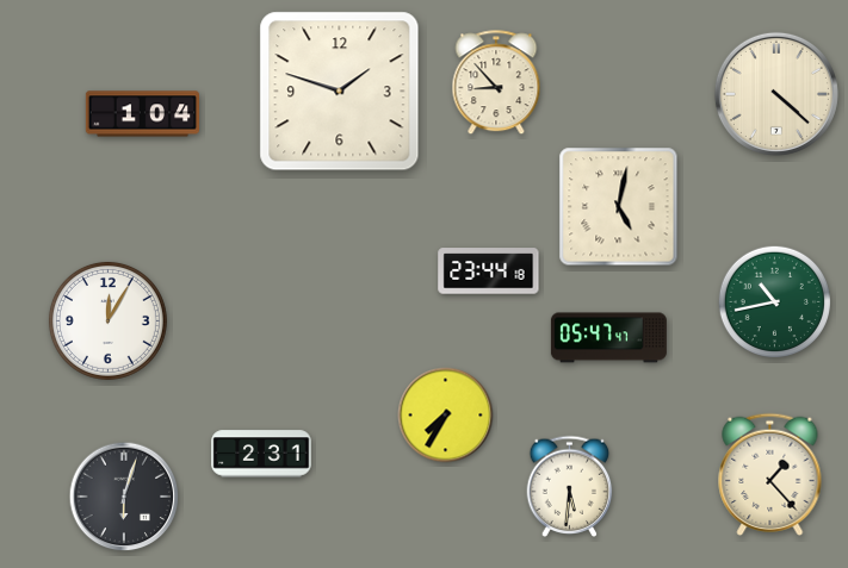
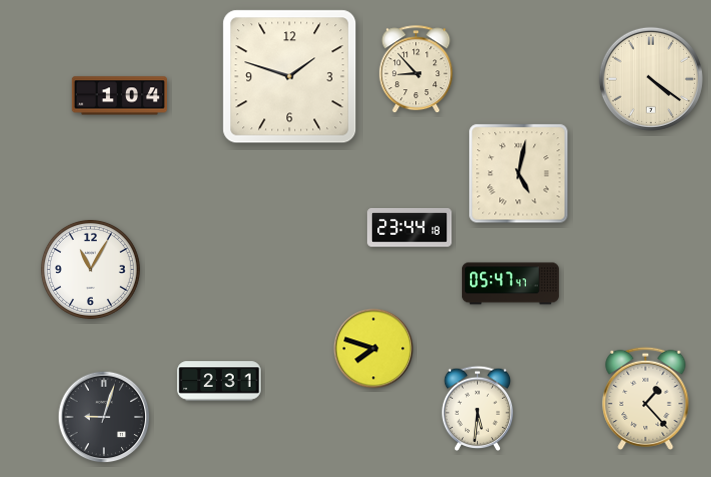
clock at (340, 92) position: (340, 92) -> (290, 77)
clock at (776, 94): 4:22 -> 4:21
clock at (774, 301): 10:43 -> none
clock at (107, 320): 12:05 -> 11:05
clock at (446, 416): 7:35 -> 7:48
clock at (124, 497): 6:03 -> 9:03
